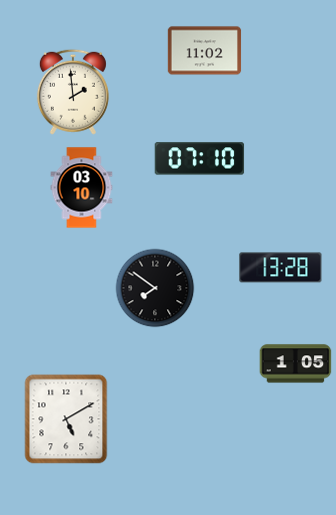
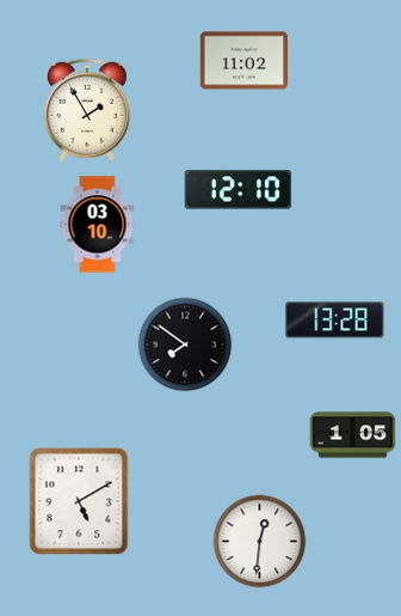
clock at (73, 92): 1:59 -> 1:55
clock at (200, 159): 07:10 -> 12:10
clock at (260, 542): none -> 12:31
